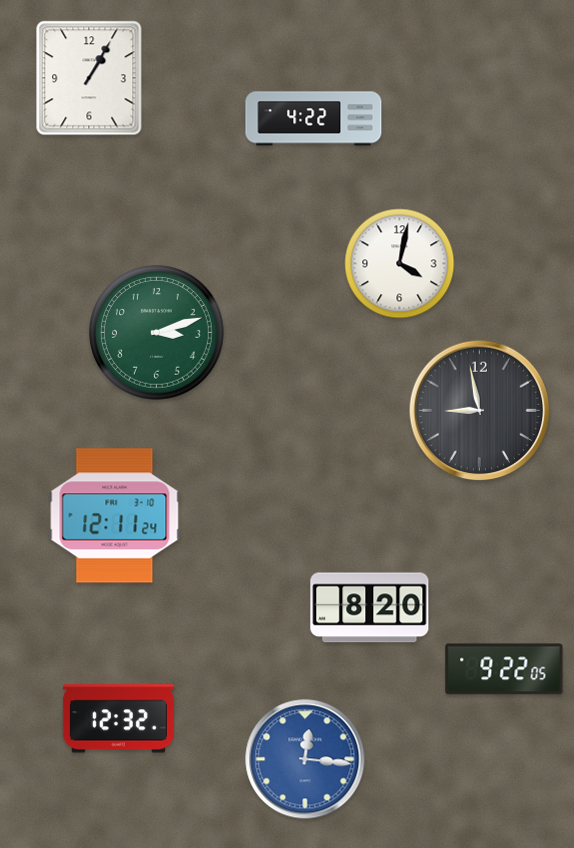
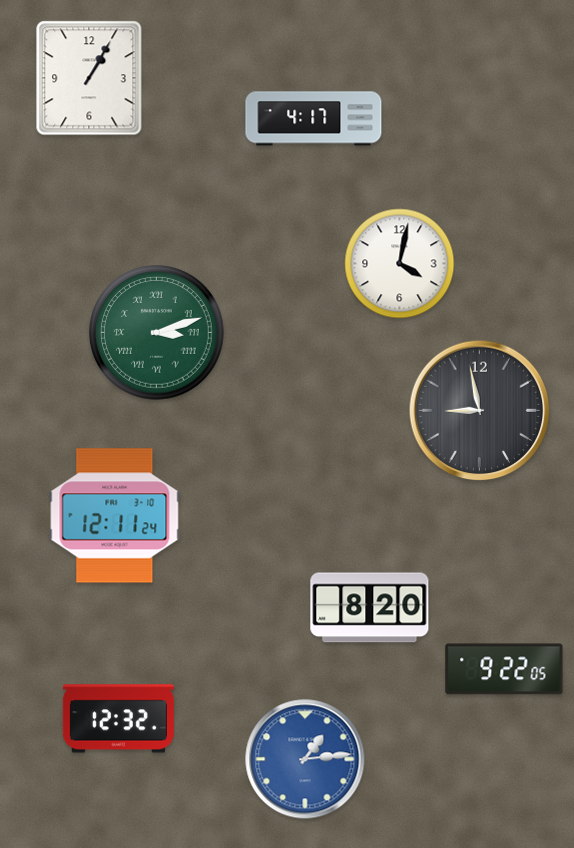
clock at (314, 119): 4:22 -> 4:17
clock at (157, 333) numerals: Arabic -> Roman
clock at (305, 759): 12:16 -> 1:14
